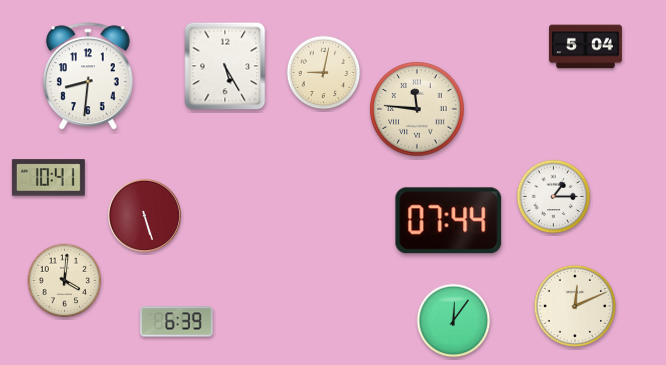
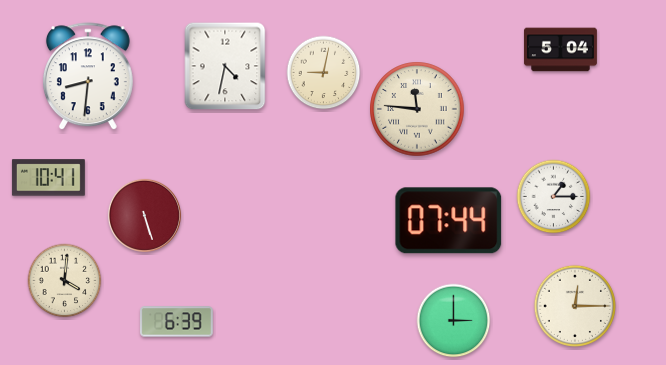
clock at (585, 47) position: (585, 47) -> (560, 50)
clock at (225, 66): 5:25 -> 4:32
clock at (575, 306): 12:11 -> 12:15
clock at (454, 321): 12:06 -> 3:00
